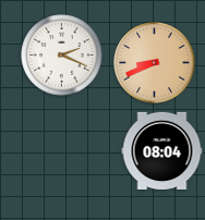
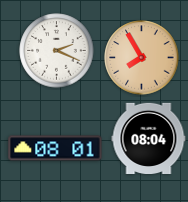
clock at (155, 63): 8:41 -> 7:55
clock at (55, 148): none -> 08:01
